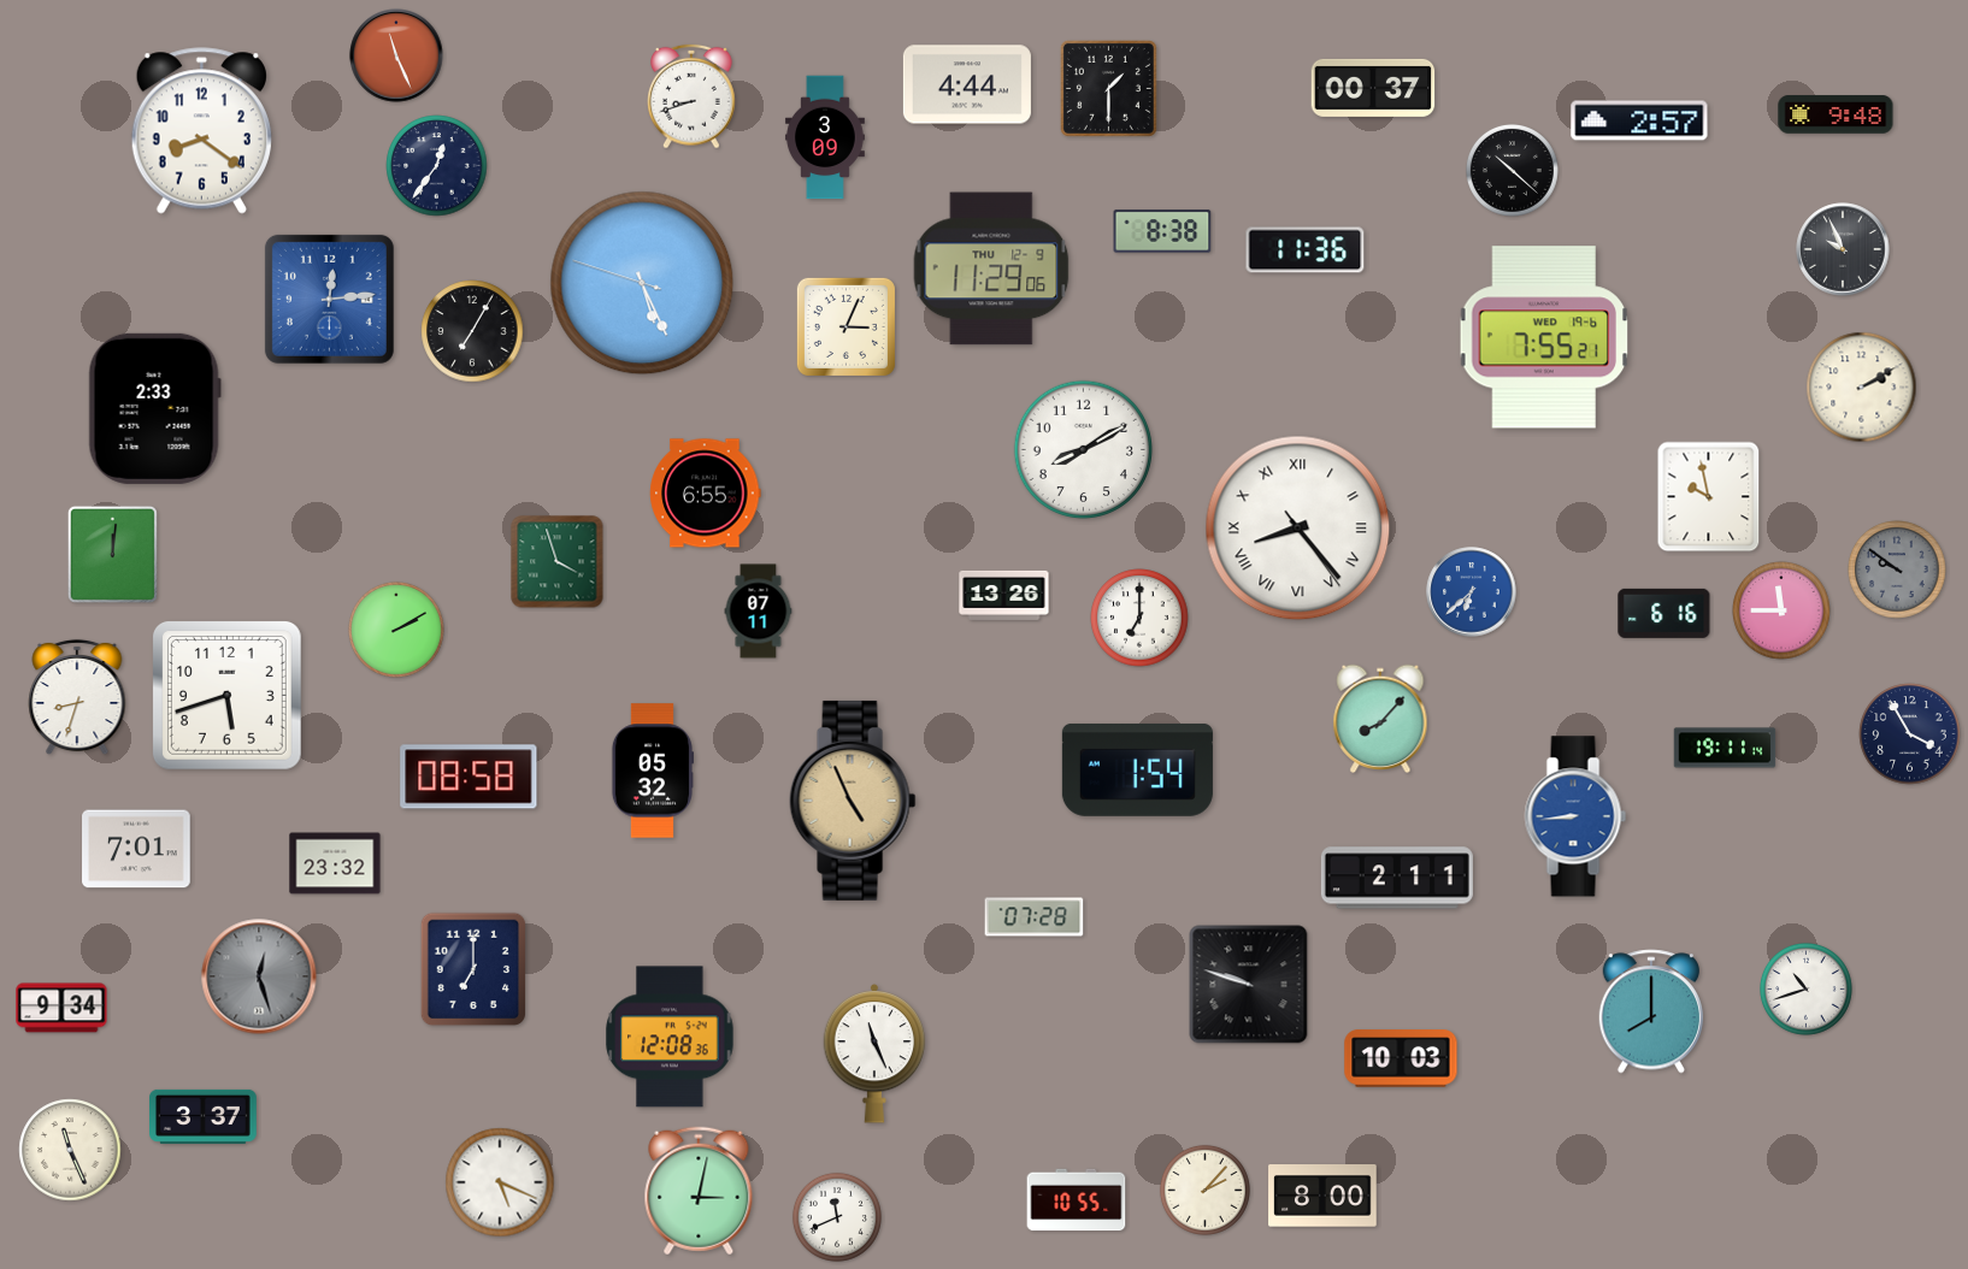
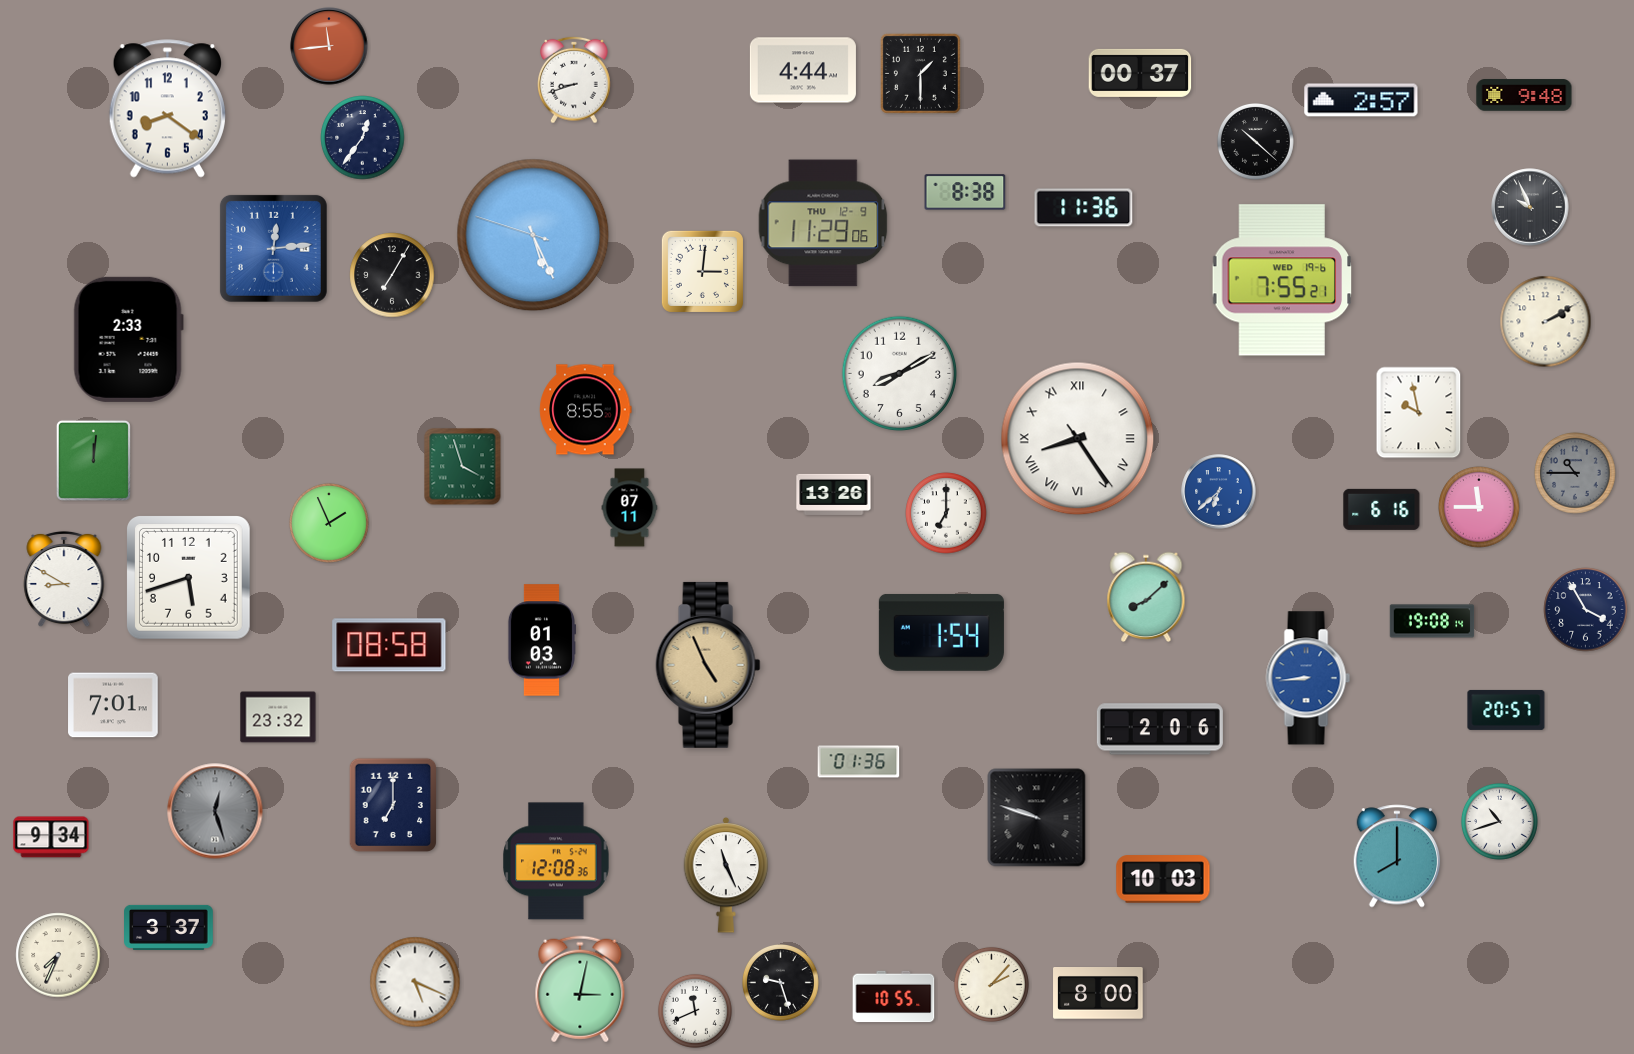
clock at (396, 55): 11:26 -> 11:44
clock at (825, 137): 3:09 -> none
clock at (845, 326): 3:04 -> 3:01
clock at (706, 494): 6:55 -> 8:55
clock at (1298, 529): 8:23 -> 8:24
clock at (1897, 569): 9:51 -> 10:45
clock at (1472, 592) position: (1472, 592) -> (1219, 492)
clock at (396, 630): 2:10 -> 1:56
clock at (77, 697): 8:33 -> 8:50
clock at (1380, 719): 8:07 -> 8:08
clock at (1725, 748): 19:11 -> 19:08
clock at (1137, 769) position: (1137, 769) -> (941, 632)
clock at (652, 771): 05:32 -> 01:03
clock at (1506, 710): none -> 20:57
clock at (1397, 878): 2:11 -> 2:06
clock at (1035, 917): 07:28 -> 01:36
clock at (1651, 1011) position: (1651, 1011) -> (1397, 856)
clock at (70, 1150): 11:26 -> 7:34
clock at (781, 983): none -> 9:27
clock at (1204, 1190) position: (1204, 1190) -> (991, 984)
